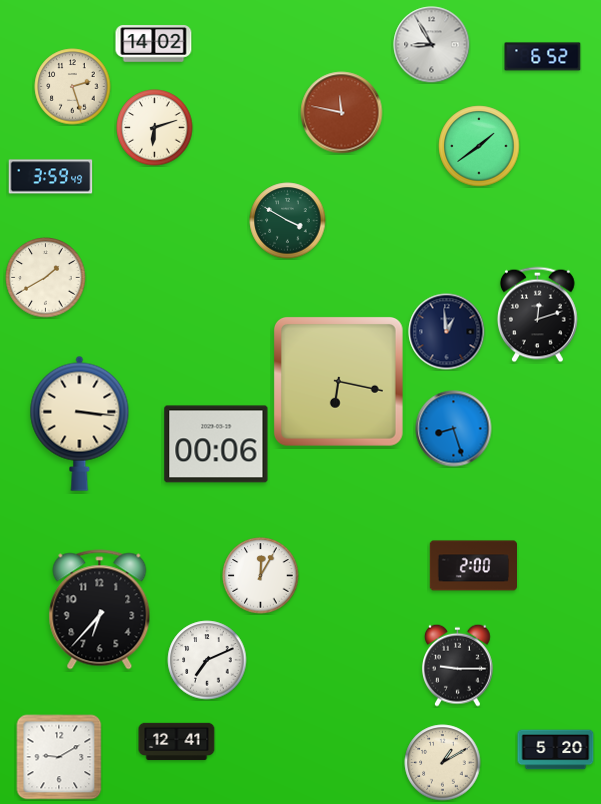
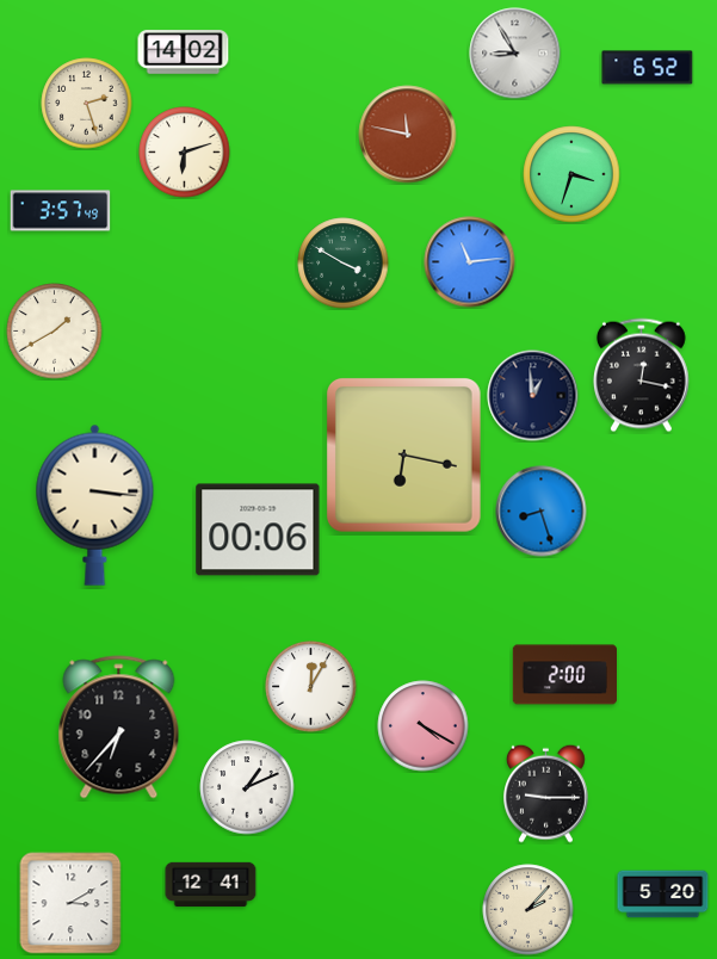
clock at (479, 146): 1:39 -> 3:33
clock at (51, 177): 3:59 -> 3:57
clock at (470, 262): none -> 11:14
clock at (538, 315): 12:12 -> 12:17
clock at (424, 726): none -> 4:20
clock at (207, 660): 7:11 -> 1:11
clock at (59, 757): 9:10 -> 3:10
clock at (443, 763): 1:10 -> 2:07
